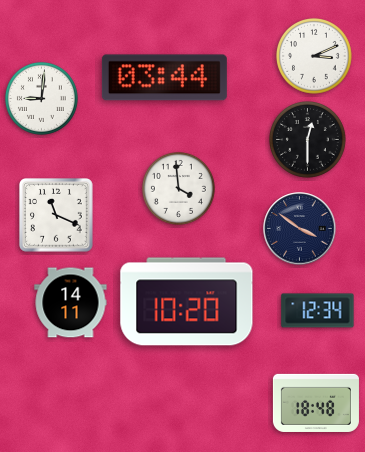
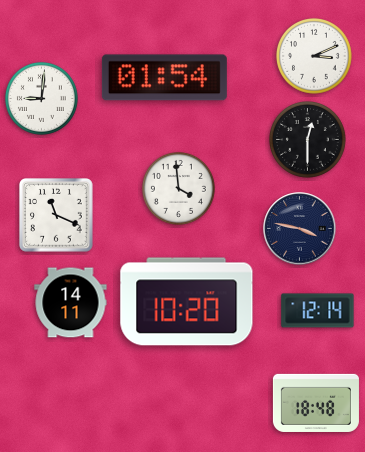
clock at (164, 78): 03:44 -> 01:54
clock at (300, 229): 3:51 -> 3:47
clock at (318, 311): 12:34 -> 12:14
